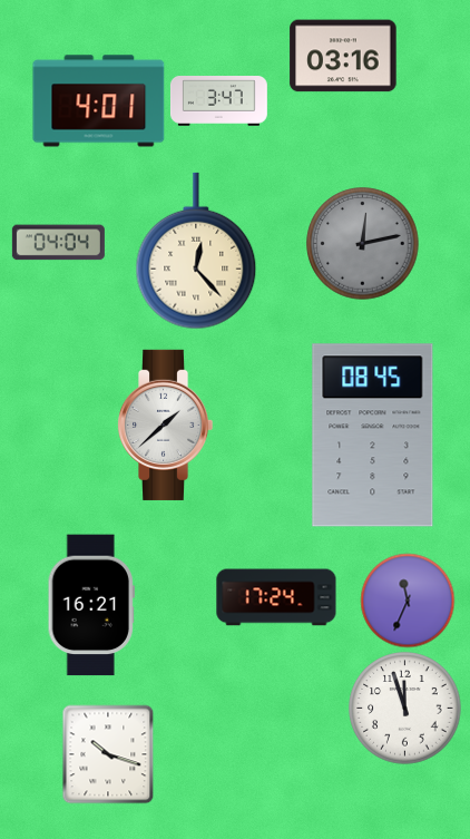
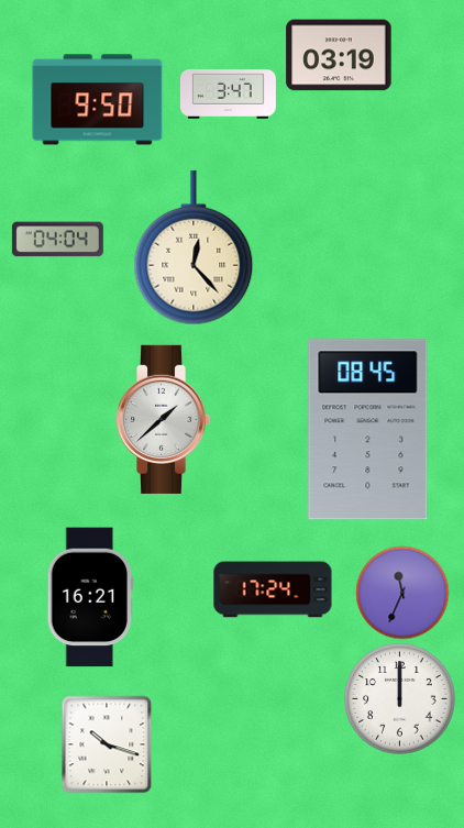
clock at (343, 56): 03:16 -> 03:19
clock at (99, 101): 4:01 -> 9:50
clock at (218, 101) position: (218, 101) -> (228, 95)
clock at (363, 244): 12:13 -> none
clock at (405, 709): 11:57 -> 12:00
